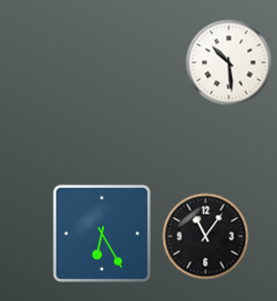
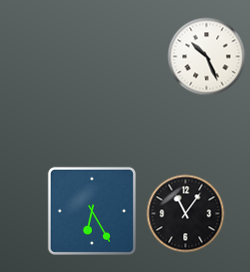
clock at (228, 62): 10:29 -> 10:26
